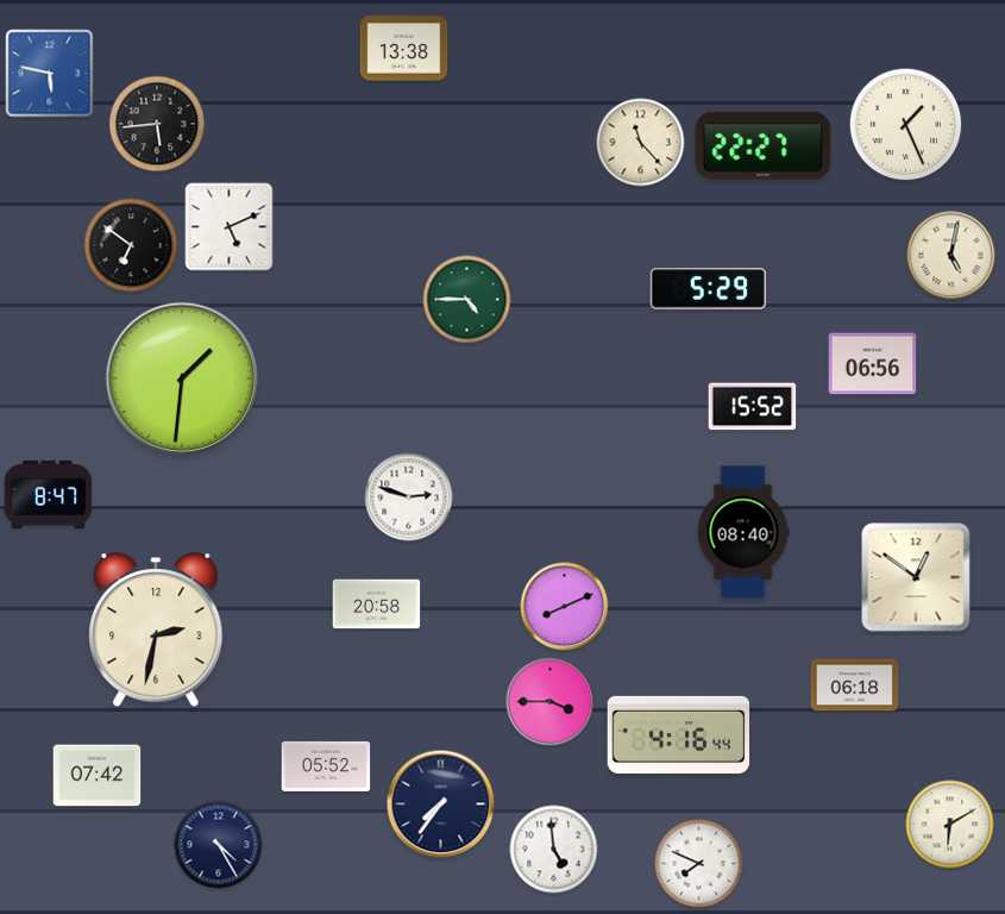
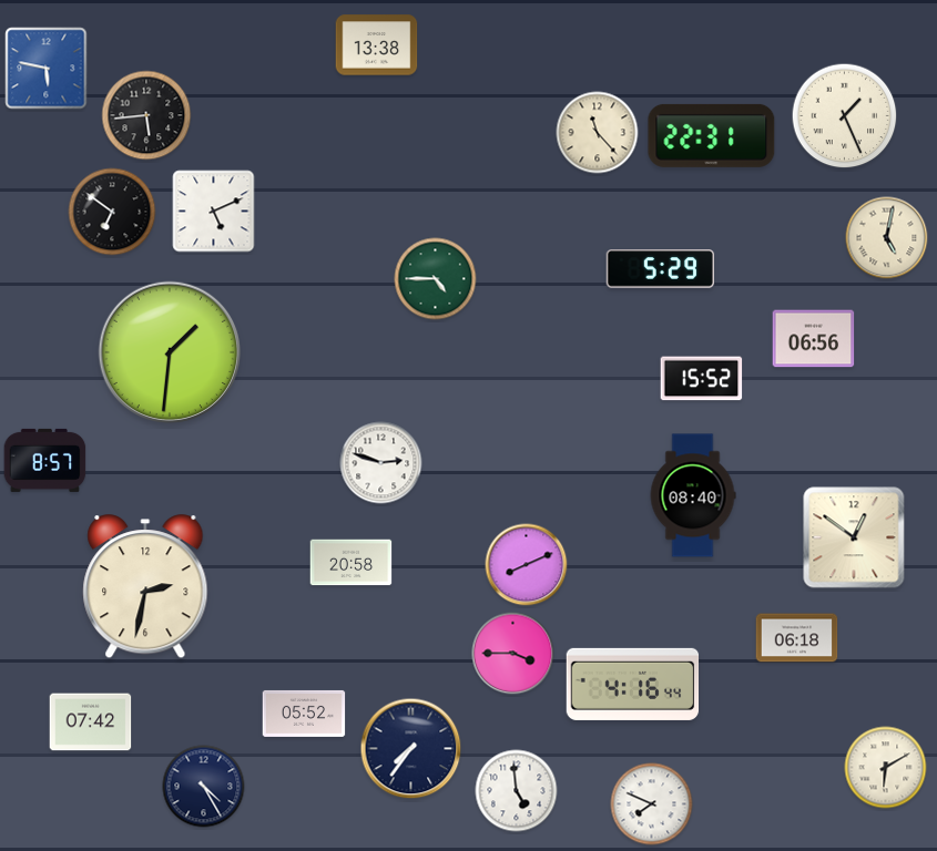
clock at (764, 145): 22:27 -> 22:31
clock at (131, 245) position: (131, 245) -> (112, 212)
clock at (49, 494): 8:47 -> 8:57
